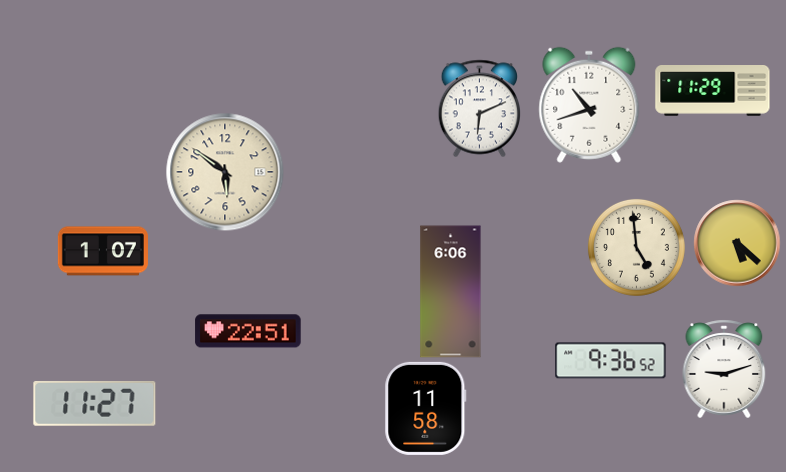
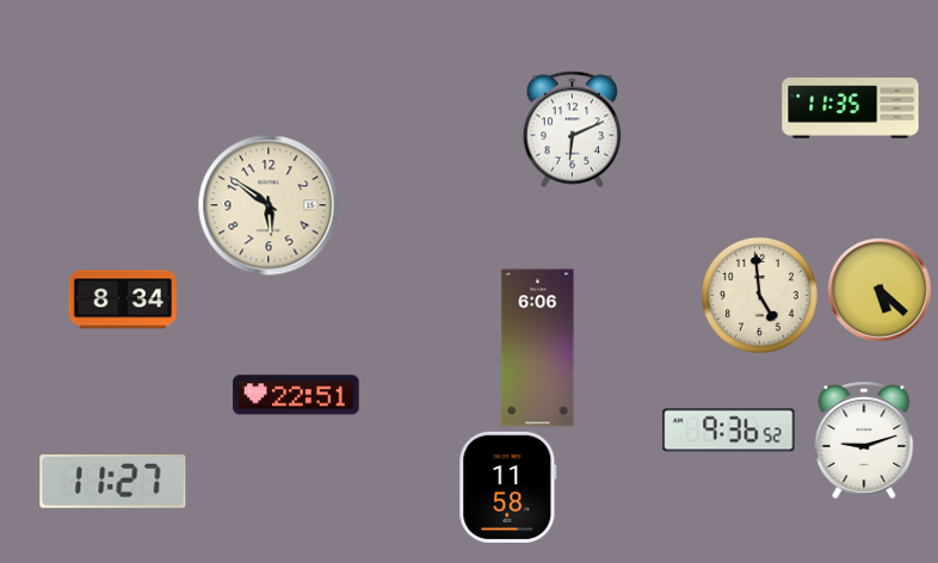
clock at (713, 91): 11:29 -> 11:35
clock at (589, 105): 10:42 -> none
clock at (103, 251): 1:07 -> 8:34
